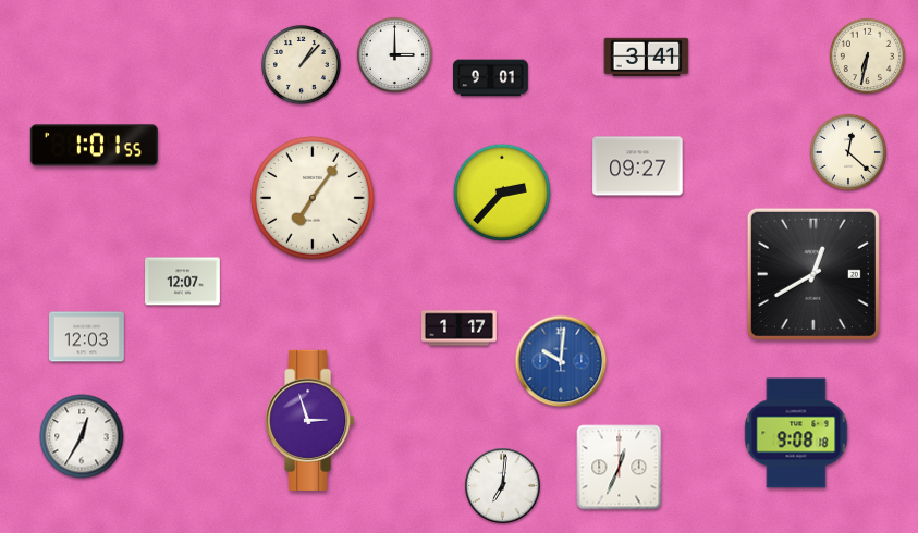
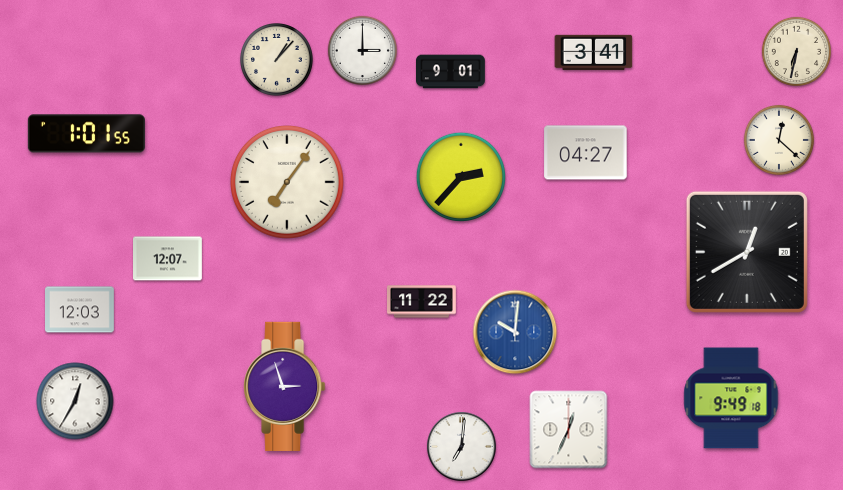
clock at (638, 166): 09:27 -> 04:27
clock at (460, 329): 1:17 -> 11:22
clock at (796, 433): 9:08 -> 9:49
